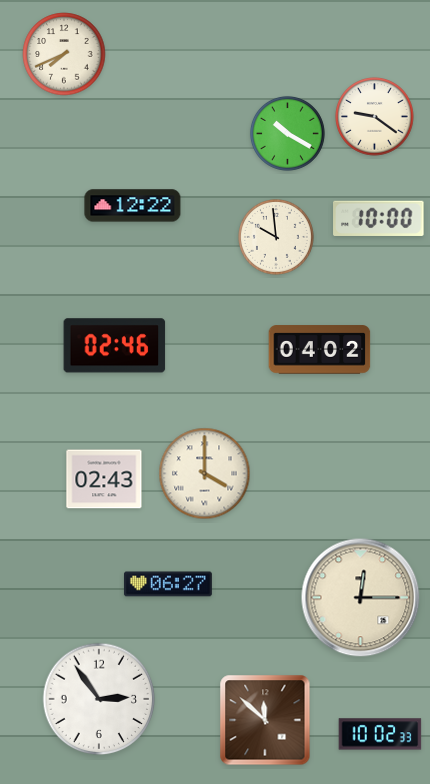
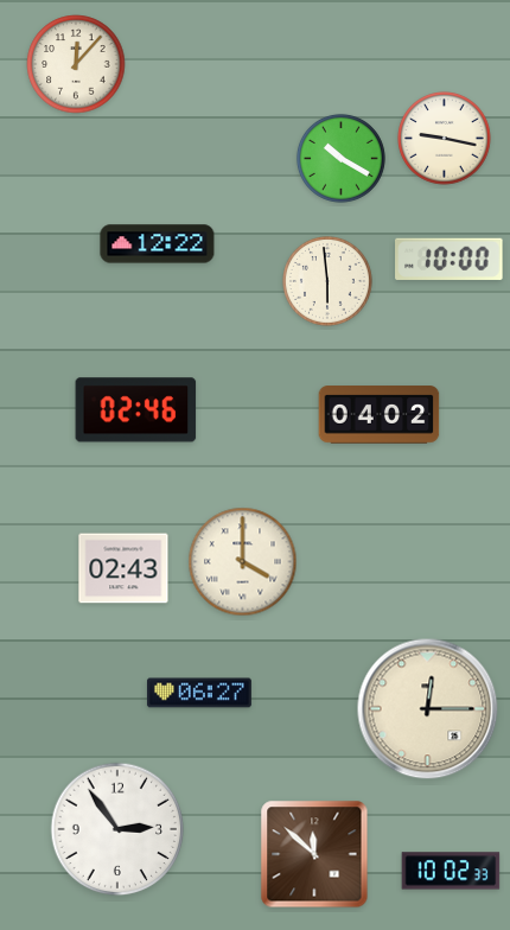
clock at (64, 54): 7:41 -> 12:07
clock at (375, 117): 9:21 -> 9:17
clock at (277, 238): 9:59 -> 5:59
